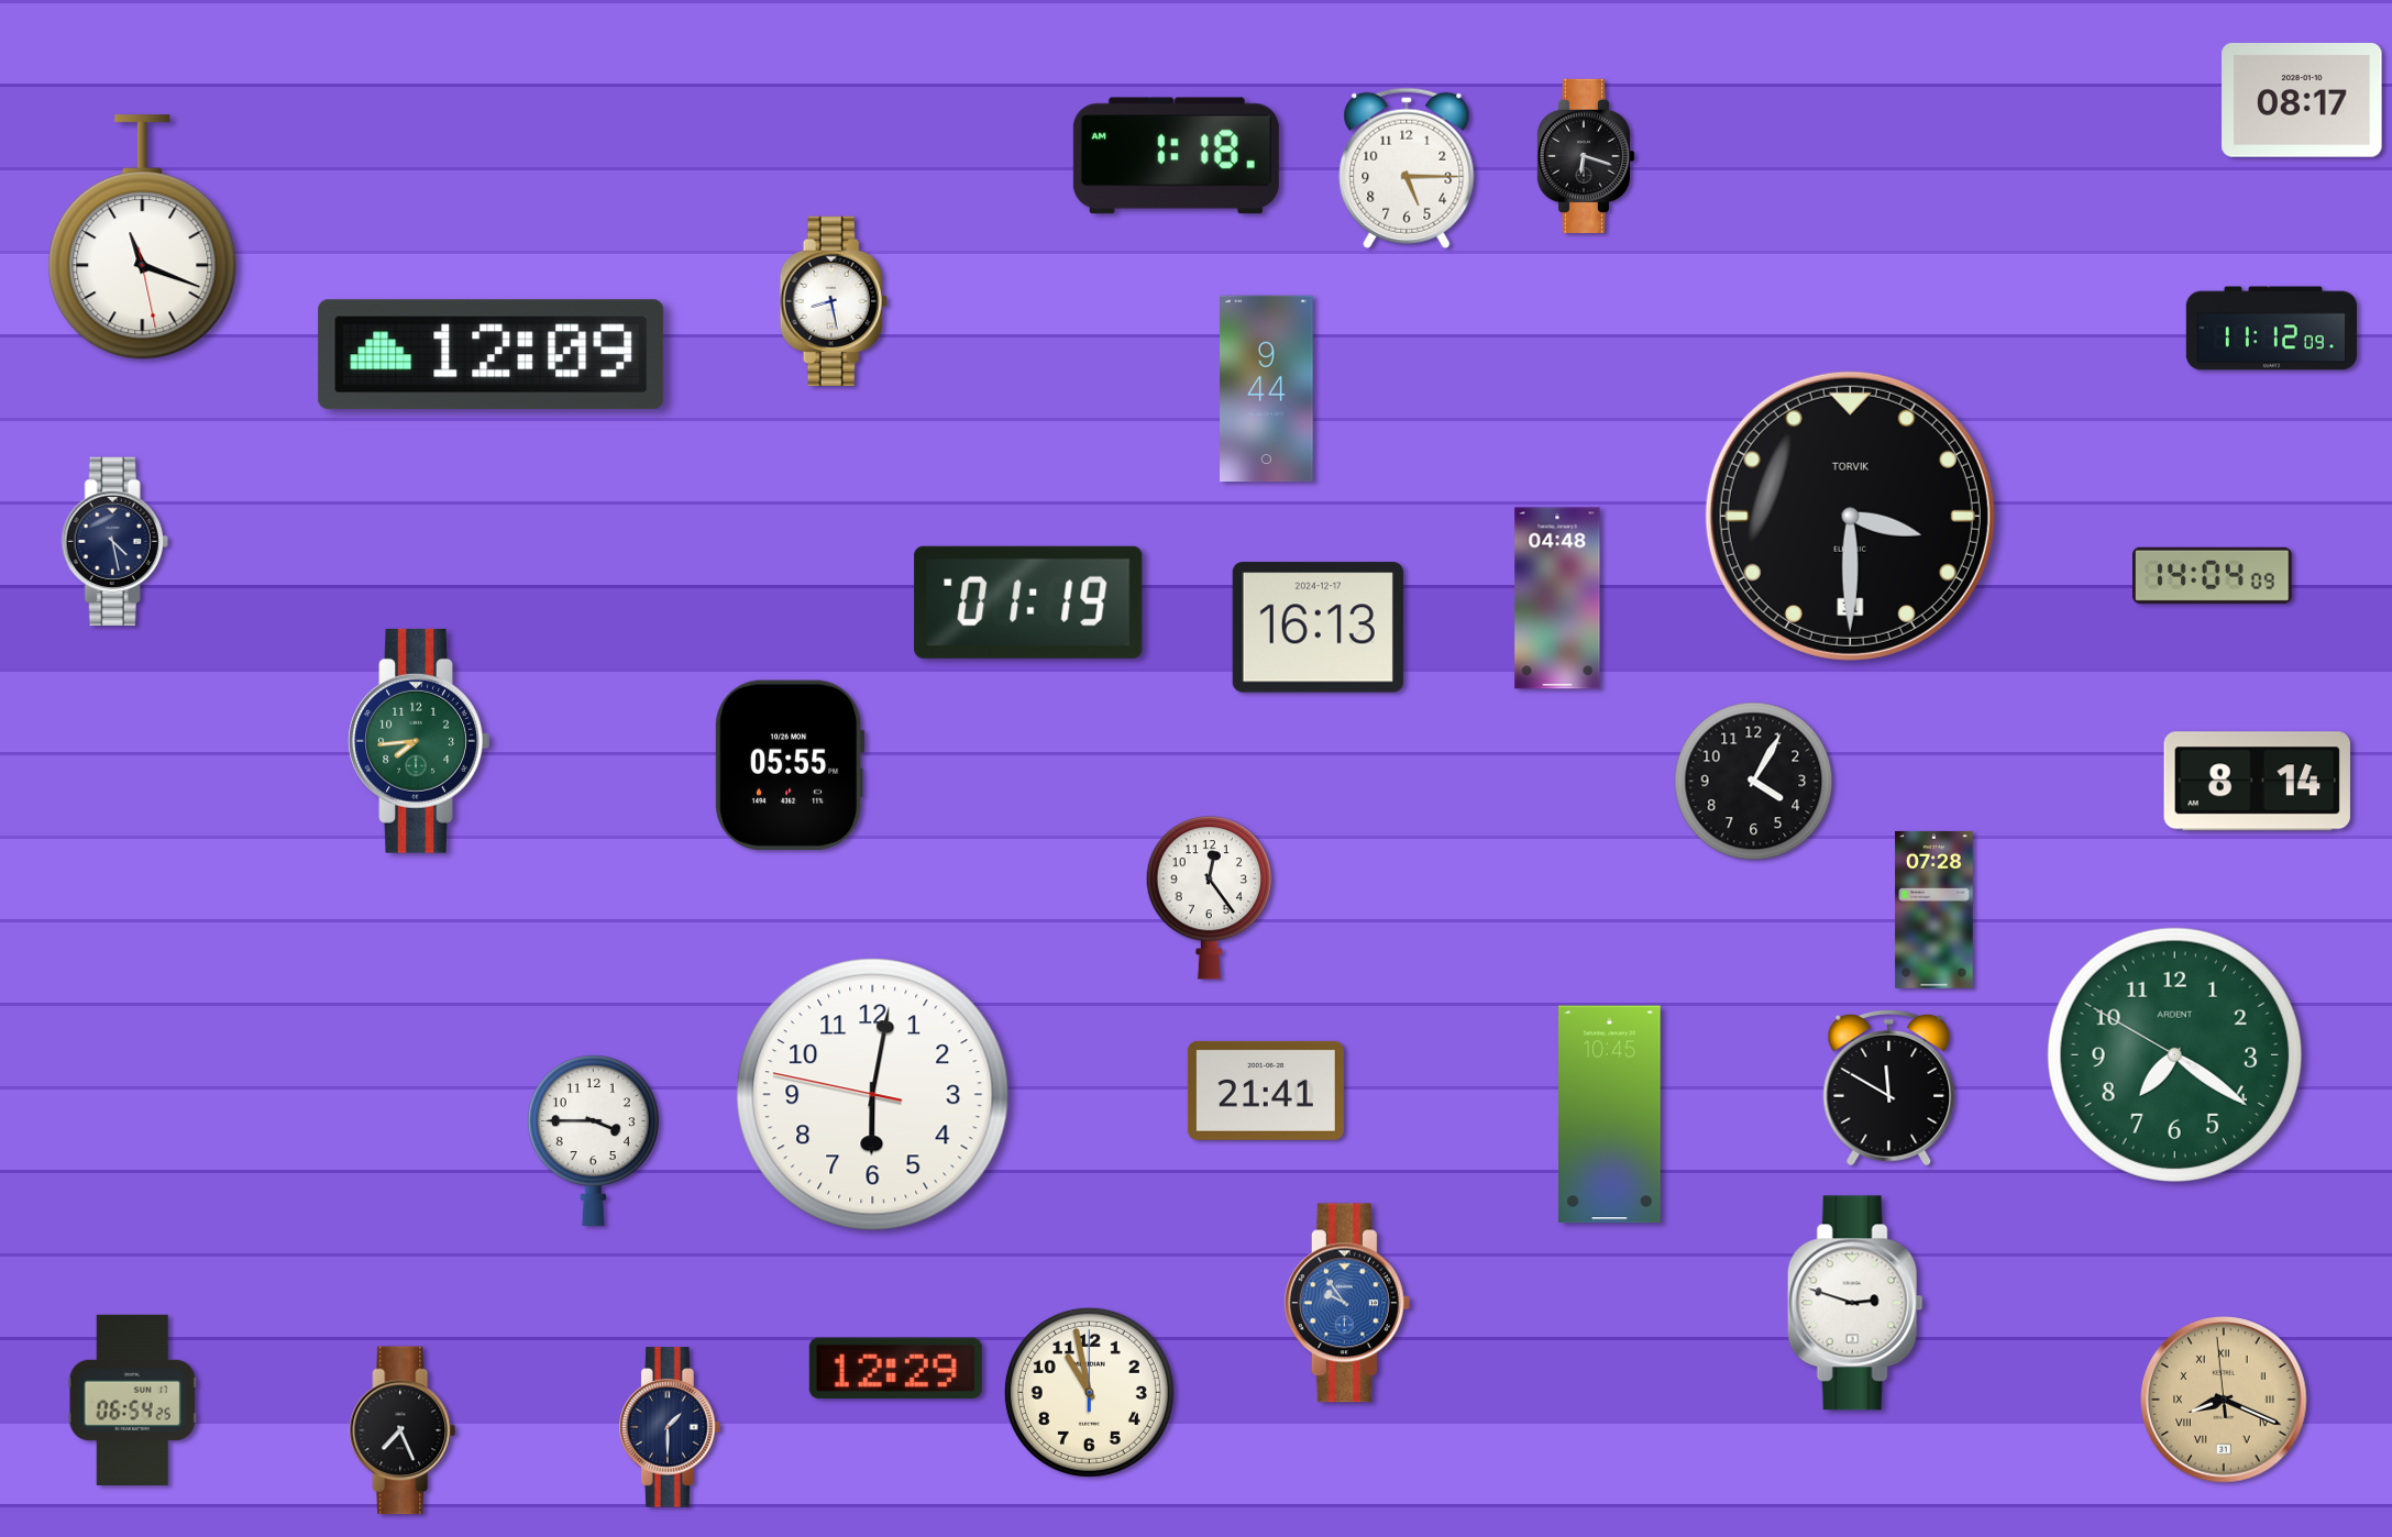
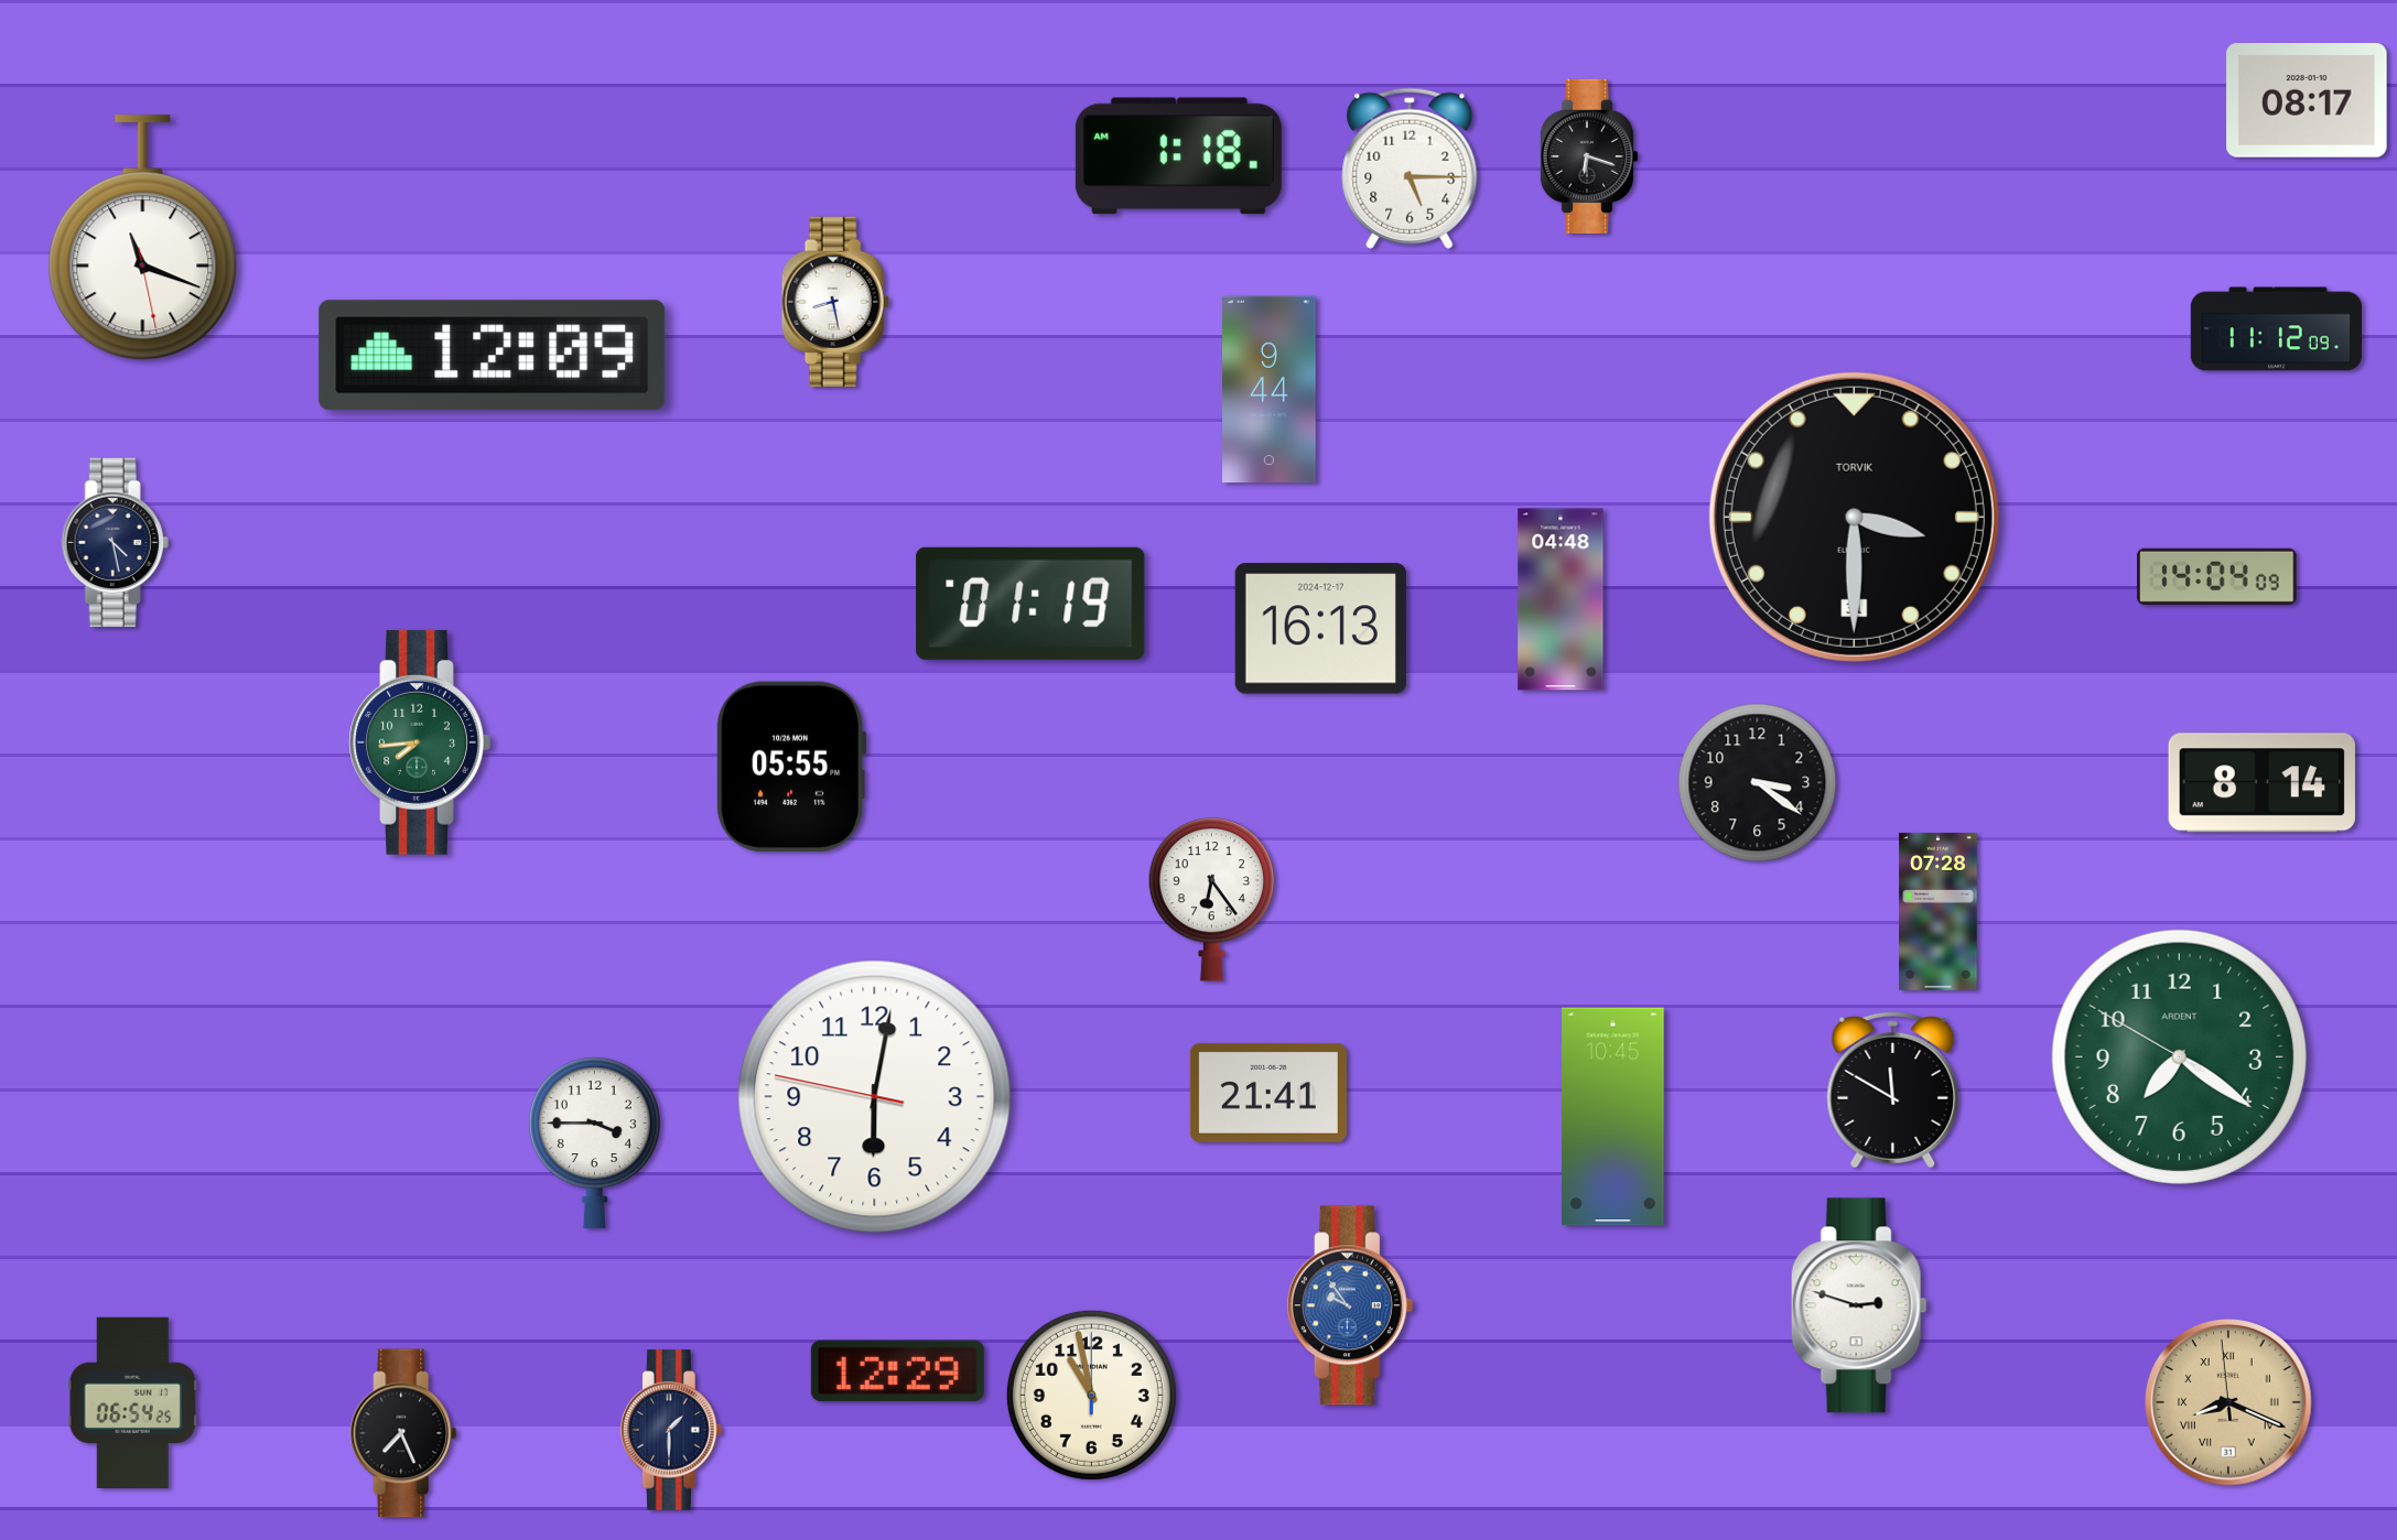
clock at (1754, 782): 4:05 -> 3:21
clock at (1209, 898): 12:24 -> 6:24
